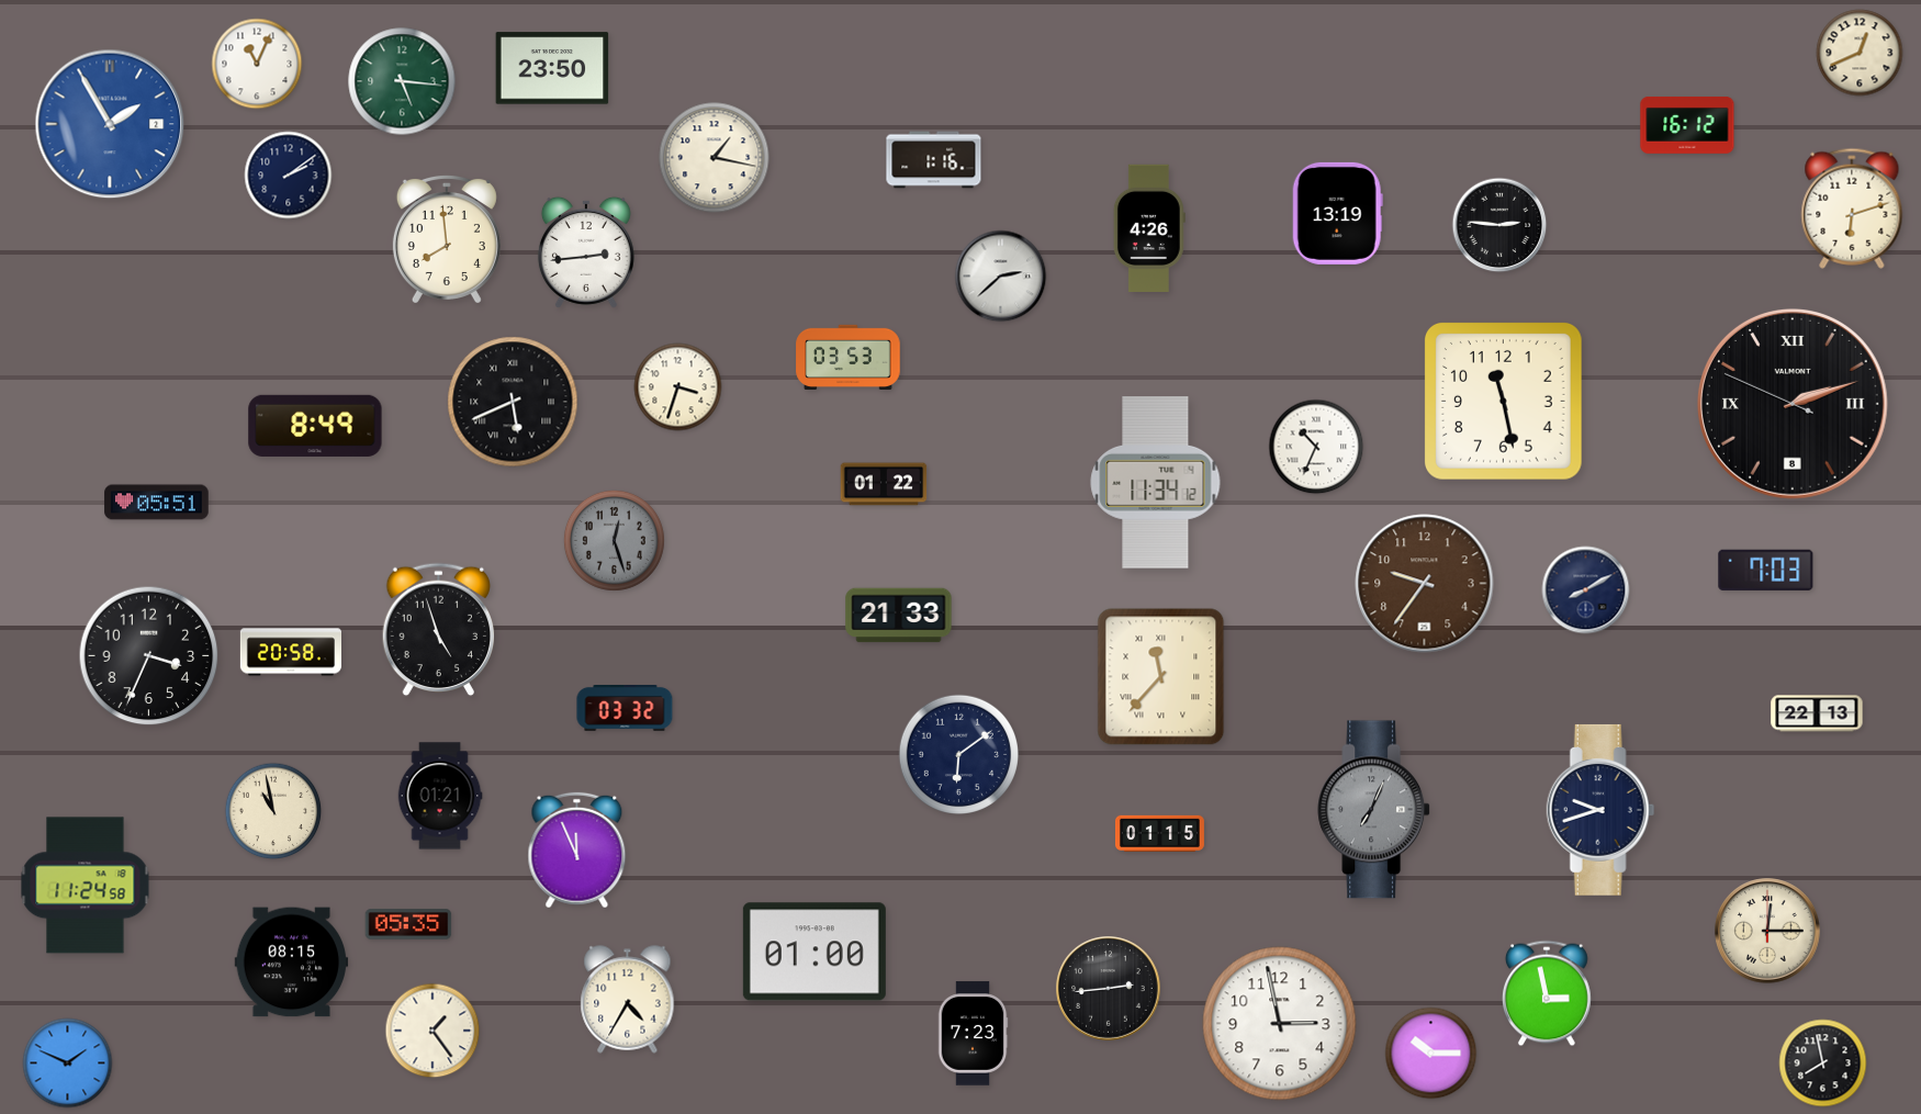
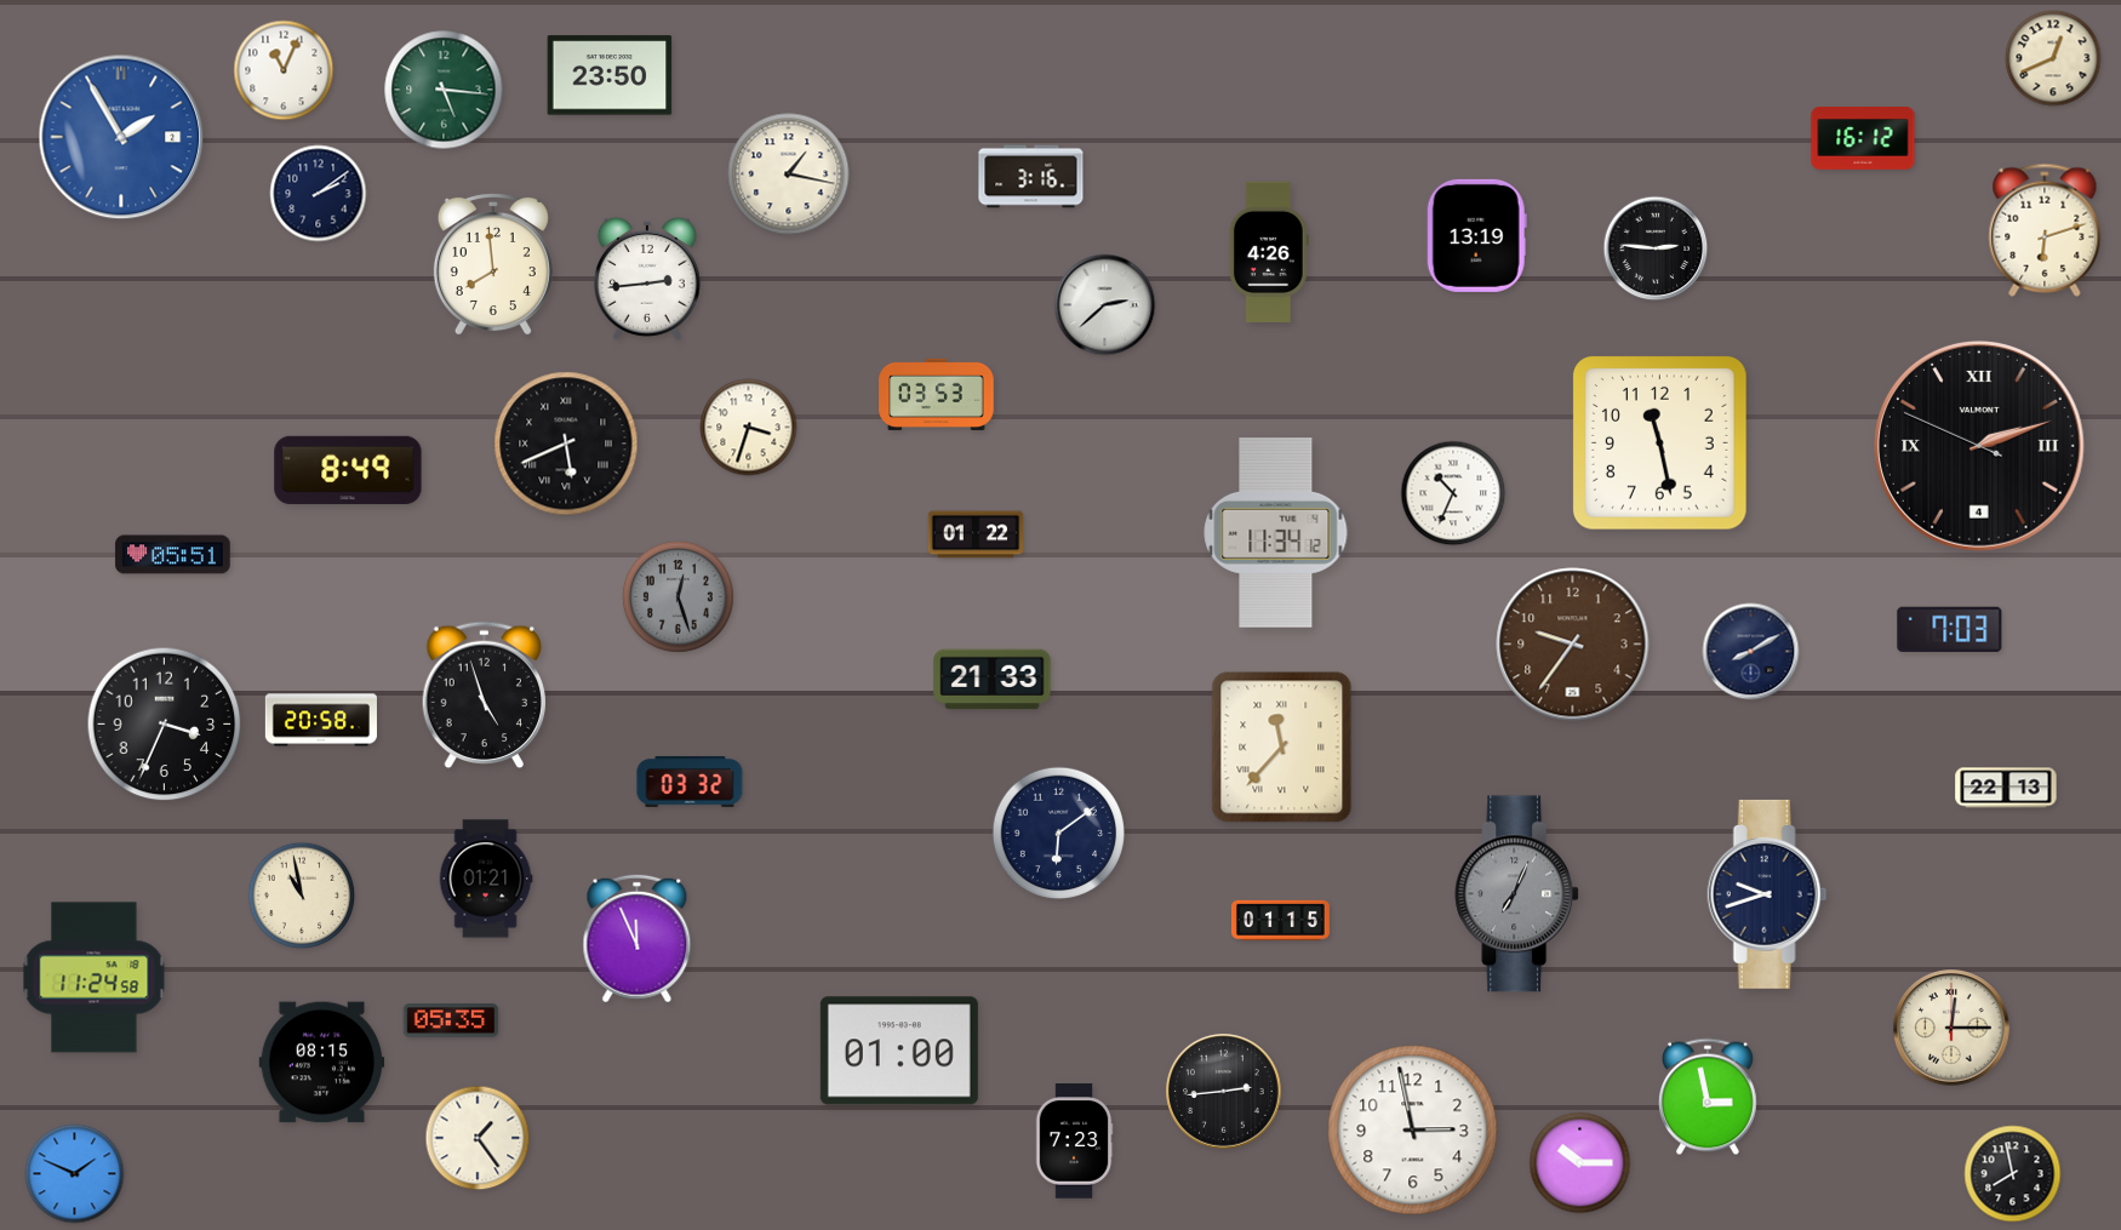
clock at (934, 160): 1:16 -> 3:16
clock at (1793, 404) date: 8 -> 4
clock at (628, 1000): 4:35 -> none
